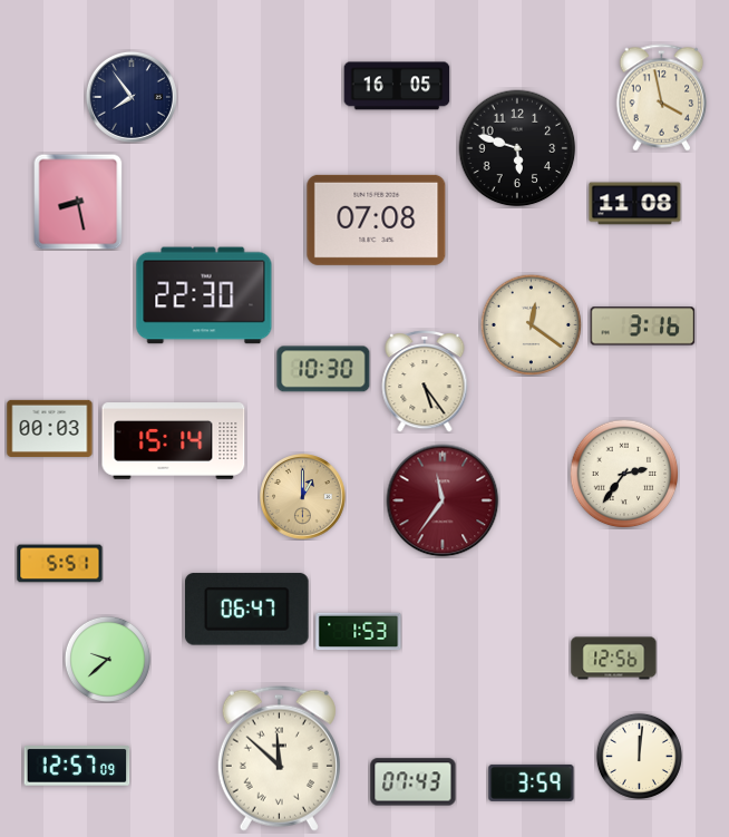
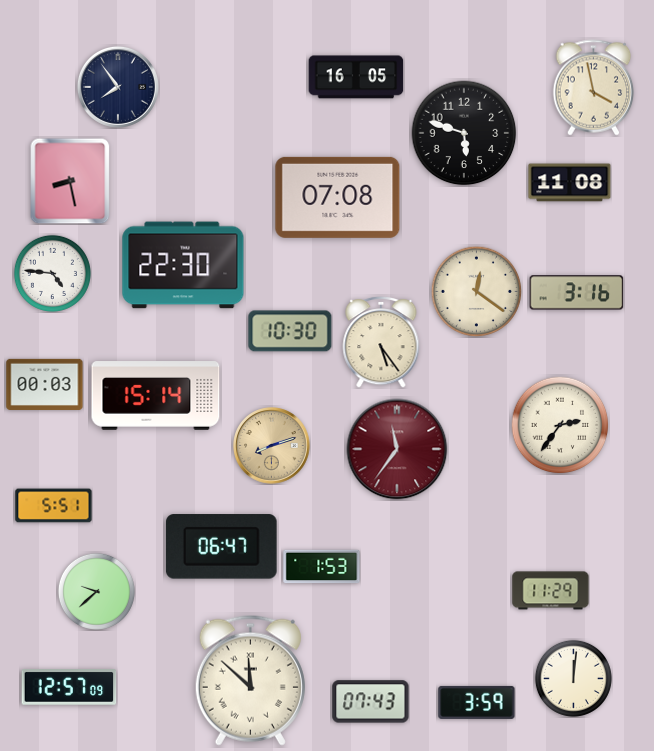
clock at (52, 273): none -> 4:46
clock at (303, 497): 1:00 -> 8:12
clock at (614, 659): 12:56 -> 11:29
